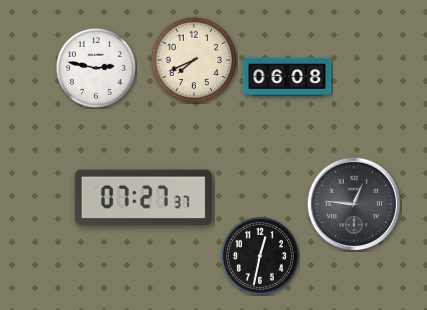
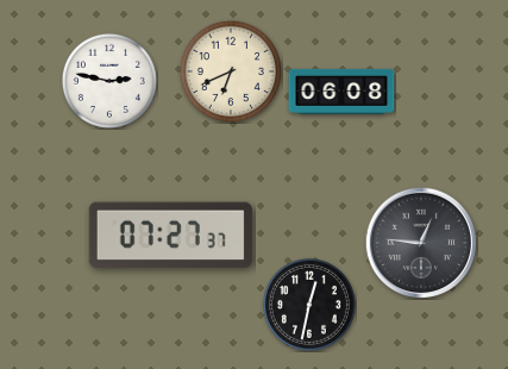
clock at (194, 60): 7:41 -> 6:41
clock at (96, 68) position: (96, 68) -> (109, 81)
